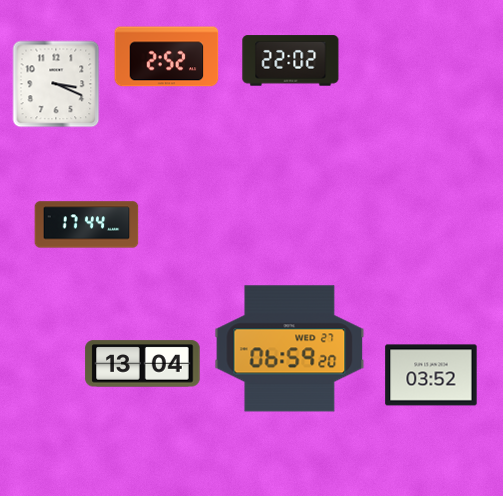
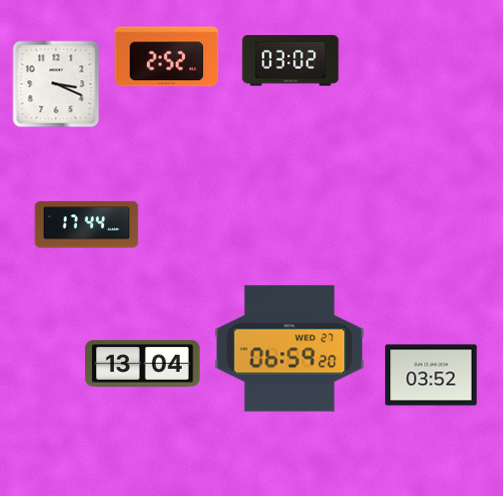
clock at (291, 61): 22:02 -> 03:02
